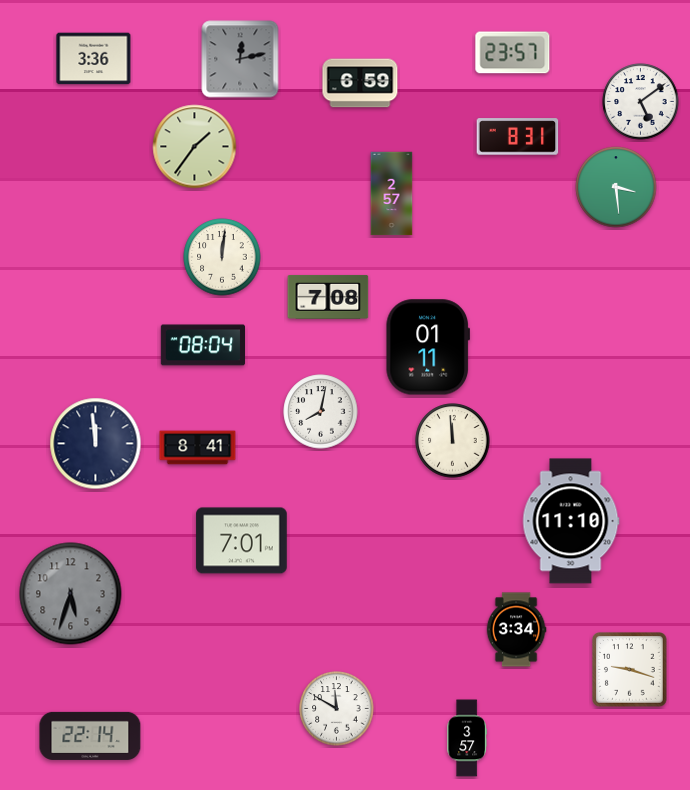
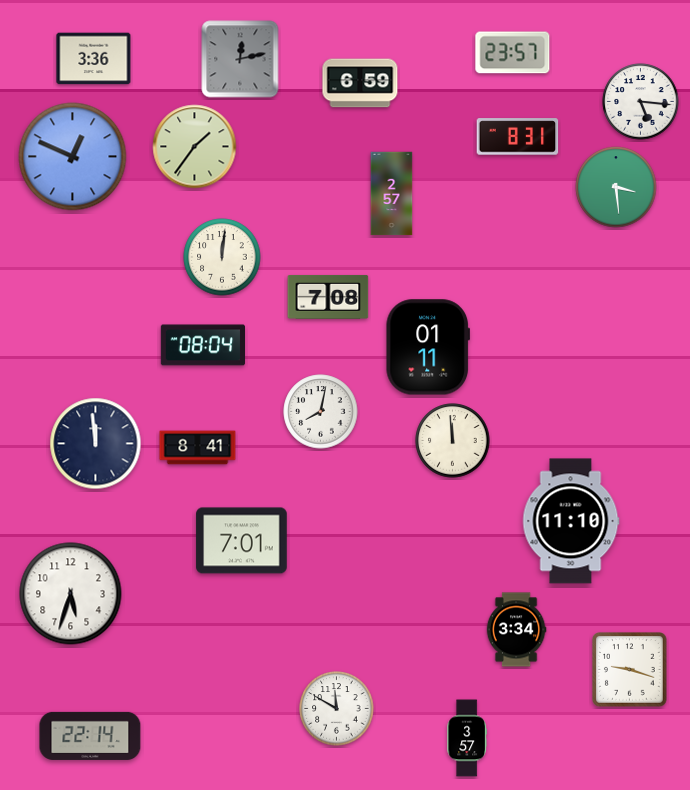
clock at (641, 102): 5:09 -> 5:16
clock at (73, 157): none -> 12:49
clock at (71, 594) dial: grey -> white
